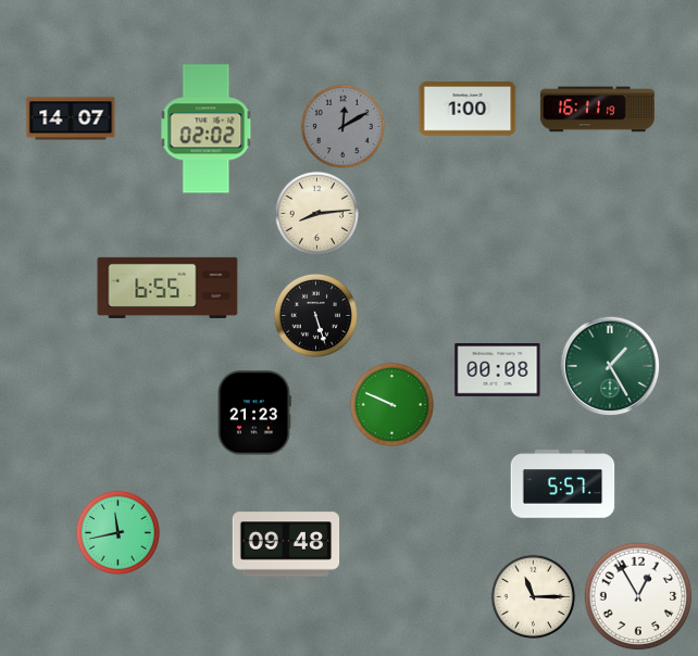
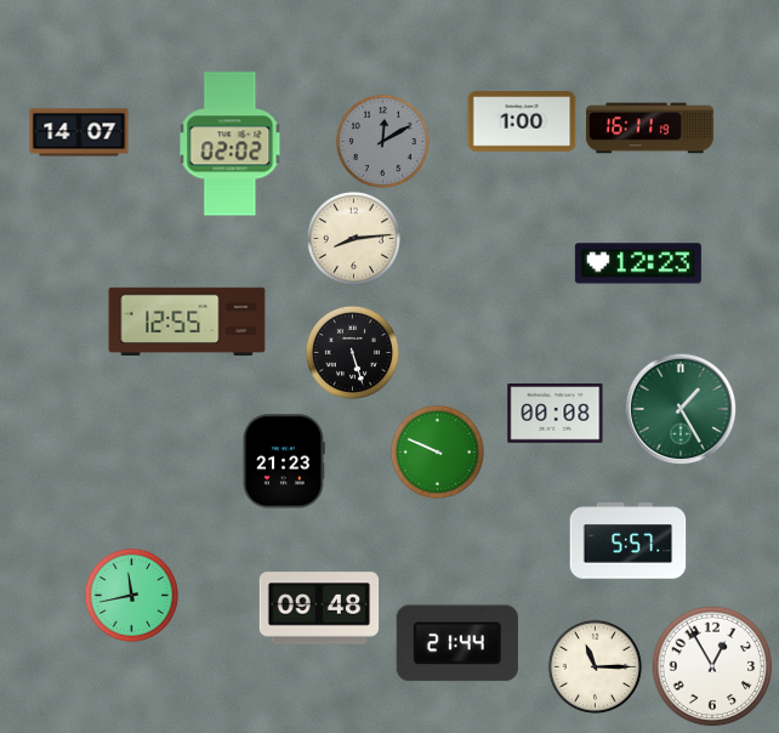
clock at (597, 110) position: (597, 110) -> (649, 129)
clock at (638, 263): none -> 12:23
clock at (167, 288): 6:55 -> 12:55
clock at (457, 643): none -> 21:44
